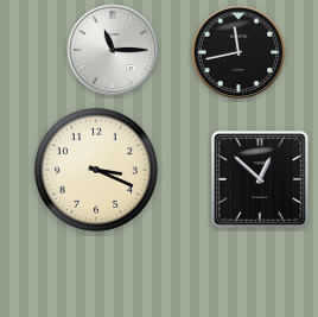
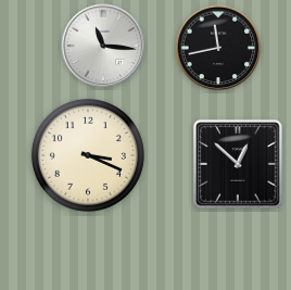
clock at (113, 50): 11:15 -> 11:16
